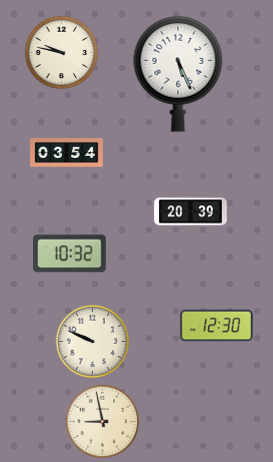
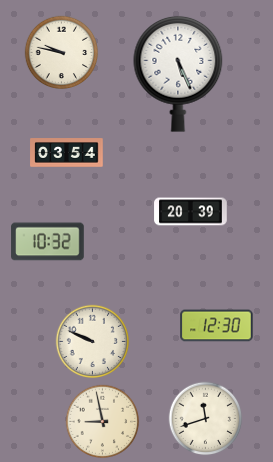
clock at (70, 254) position: (70, 254) -> (48, 242)
clock at (206, 419): none -> 11:42
